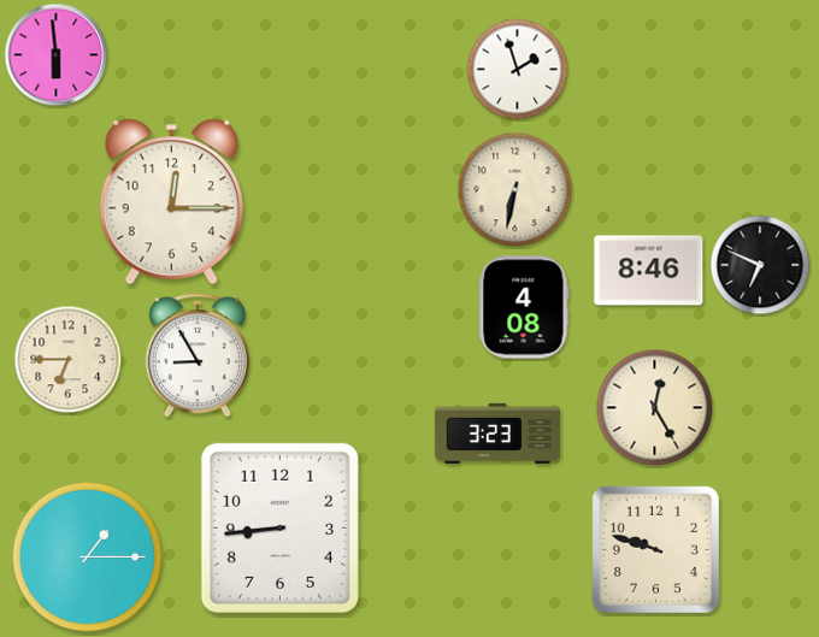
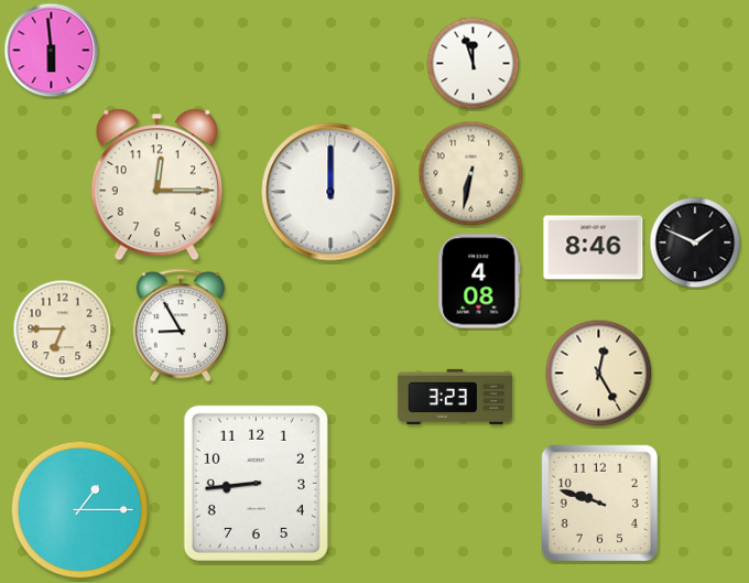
clock at (518, 70): 1:57 -> 11:57
clock at (330, 192): none -> 12:00
clock at (760, 265): 6:49 -> 1:49
